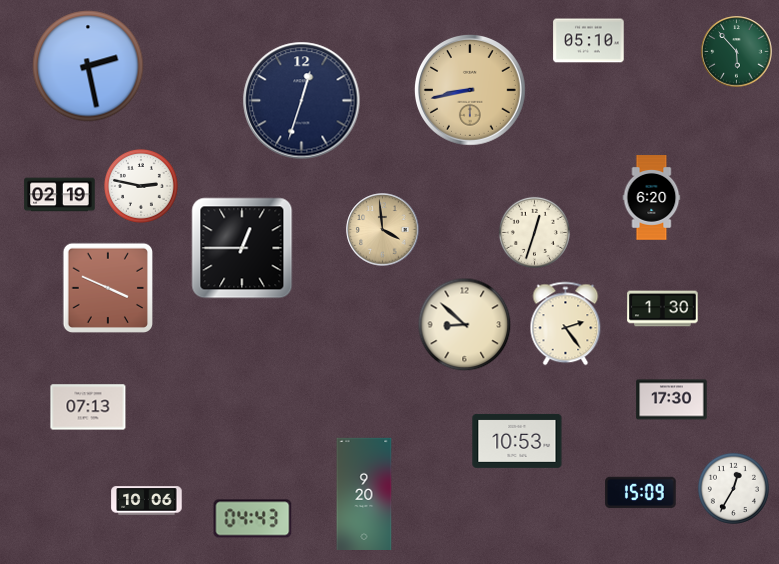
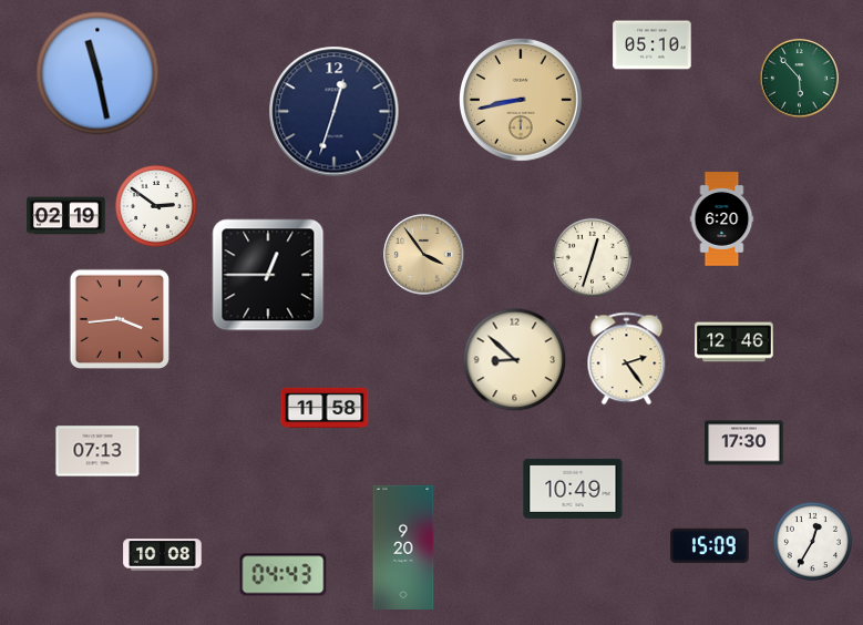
clock at (737, 52) position: (737, 52) -> (800, 79)
clock at (88, 66): 2:28 -> 11:28
clock at (141, 186): 2:47 -> 2:51
clock at (383, 230): 3:59 -> 3:54
clock at (108, 288): 3:49 -> 3:44
clock at (663, 309): 1:30 -> 12:46
clock at (325, 408): none -> 11:58
clock at (517, 441): 10:53 -> 10:49
clock at (147, 501): 10:06 -> 10:08
clock at (253, 519) position: (253, 519) -> (284, 575)
